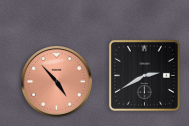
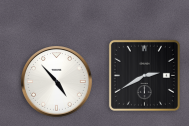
clock at (57, 82) dial: salmon -> white
